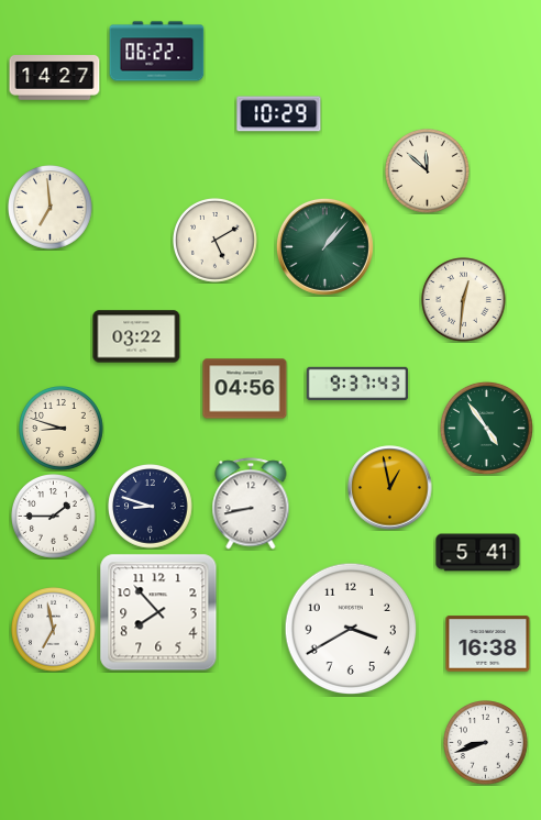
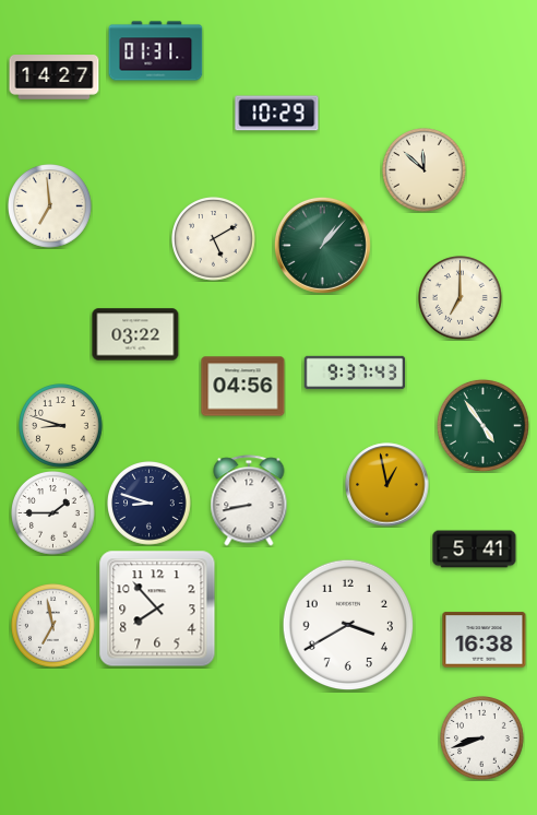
clock at (157, 52): 06:22 -> 01:31
clock at (464, 300): 12:31 -> 7:00
clock at (357, 384) position: (357, 384) -> (355, 373)
